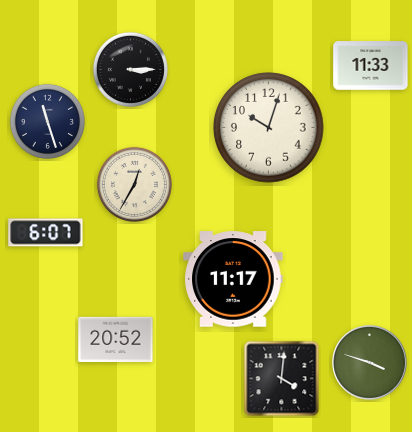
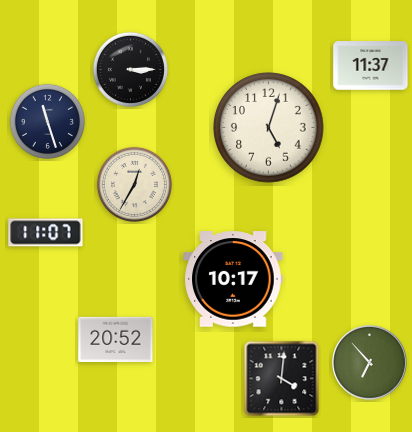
clock at (371, 66): 11:33 -> 11:37
clock at (269, 128): 10:03 -> 5:03
clock at (46, 233): 6:07 -> 11:07
clock at (233, 279): 11:17 -> 10:17
clock at (370, 363): 3:48 -> 6:53
